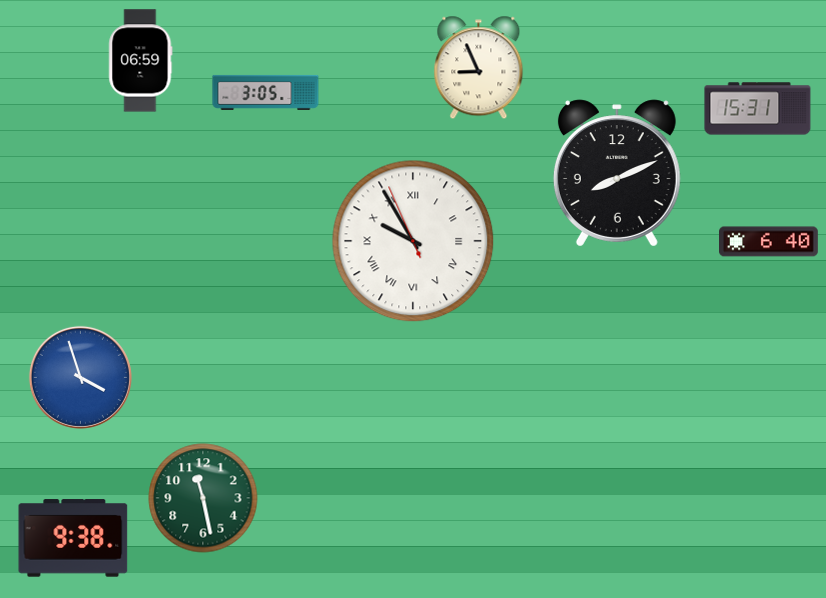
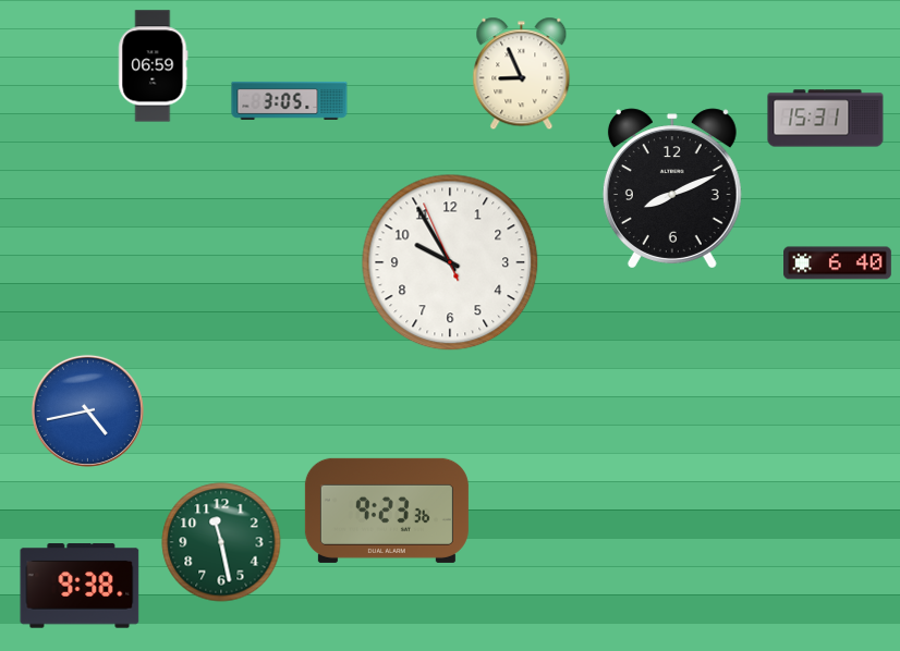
clock at (413, 241) numerals: Roman -> Arabic
clock at (80, 377): 3:57 -> 4:43
clock at (387, 511): none -> 9:23
